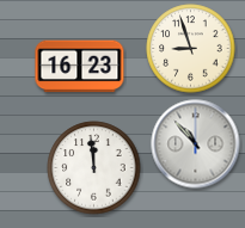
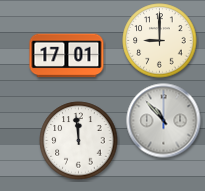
clock at (191, 49): 8:57 -> 9:00
clock at (80, 67): 16:23 -> 17:01
